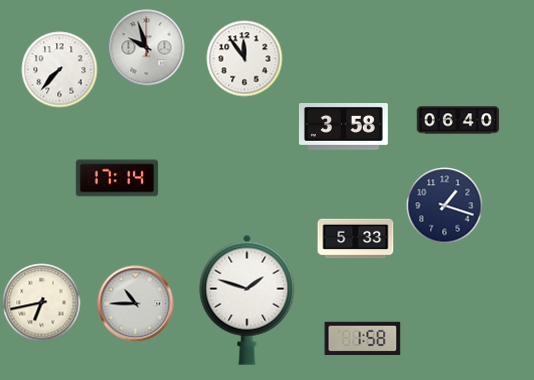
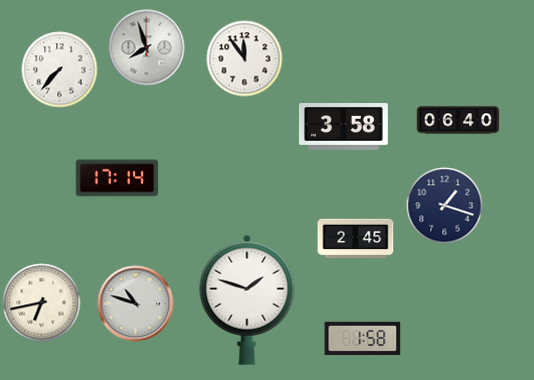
clock at (147, 48): 9:57 -> 7:57
clock at (356, 239): 5:33 -> 2:45
clock at (136, 304): 10:45 -> 10:48
